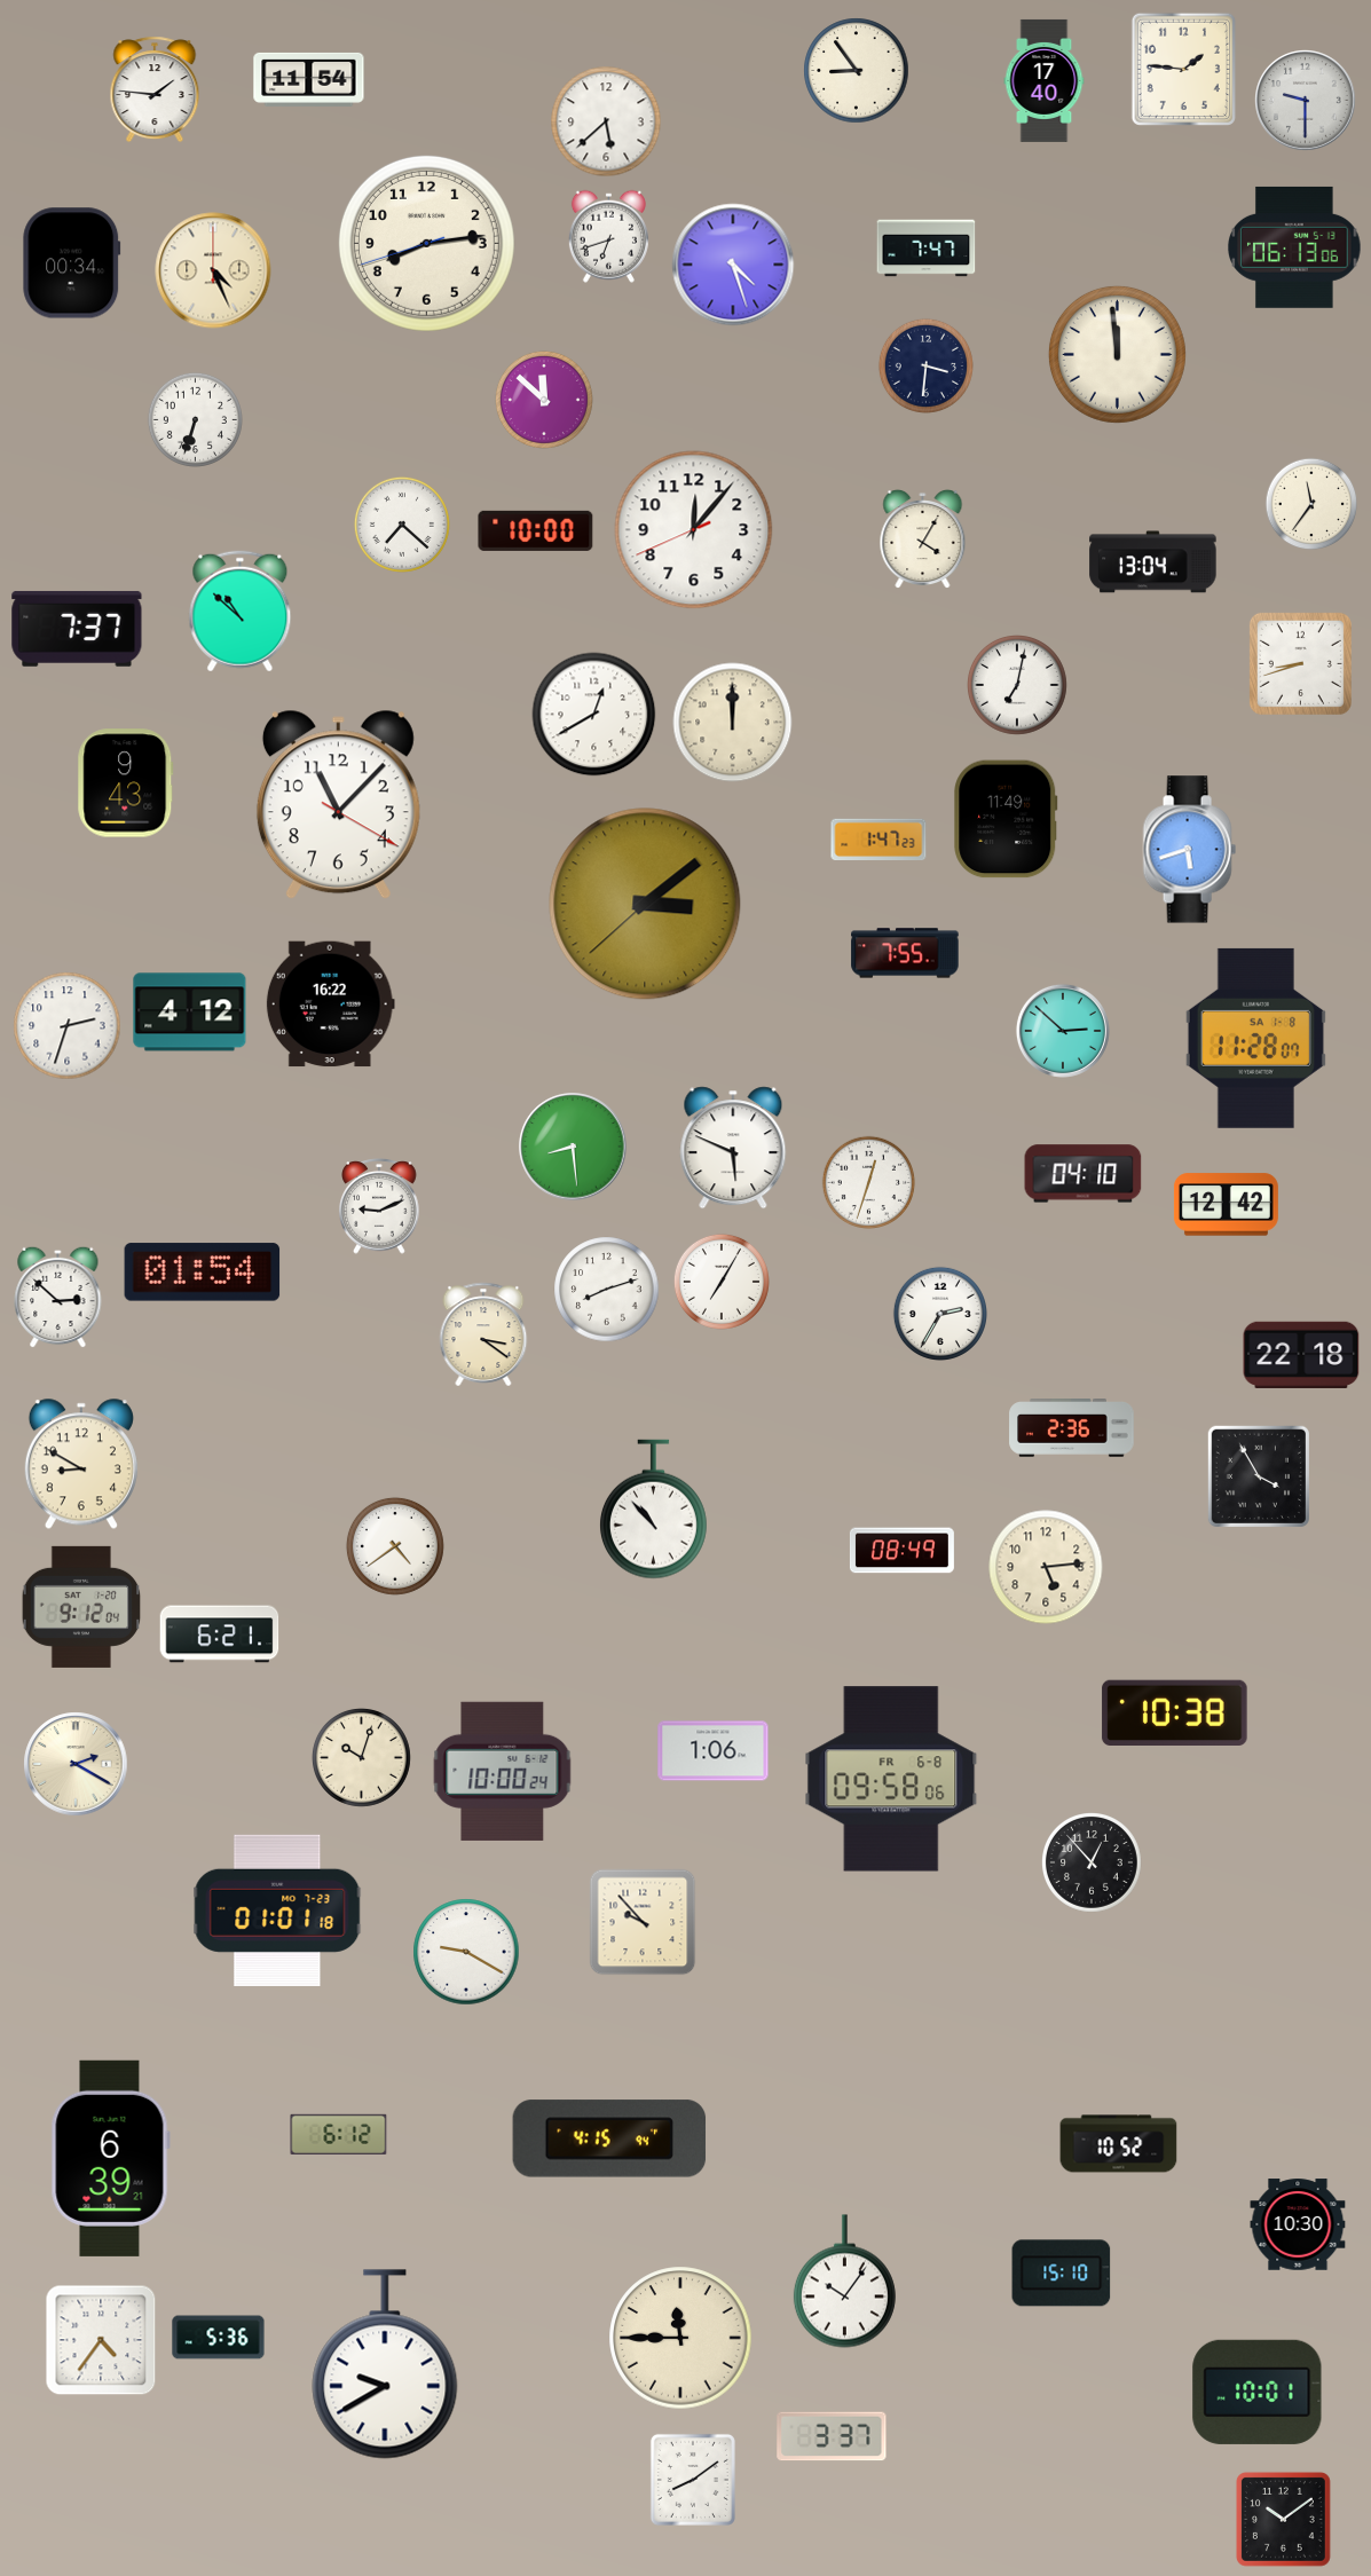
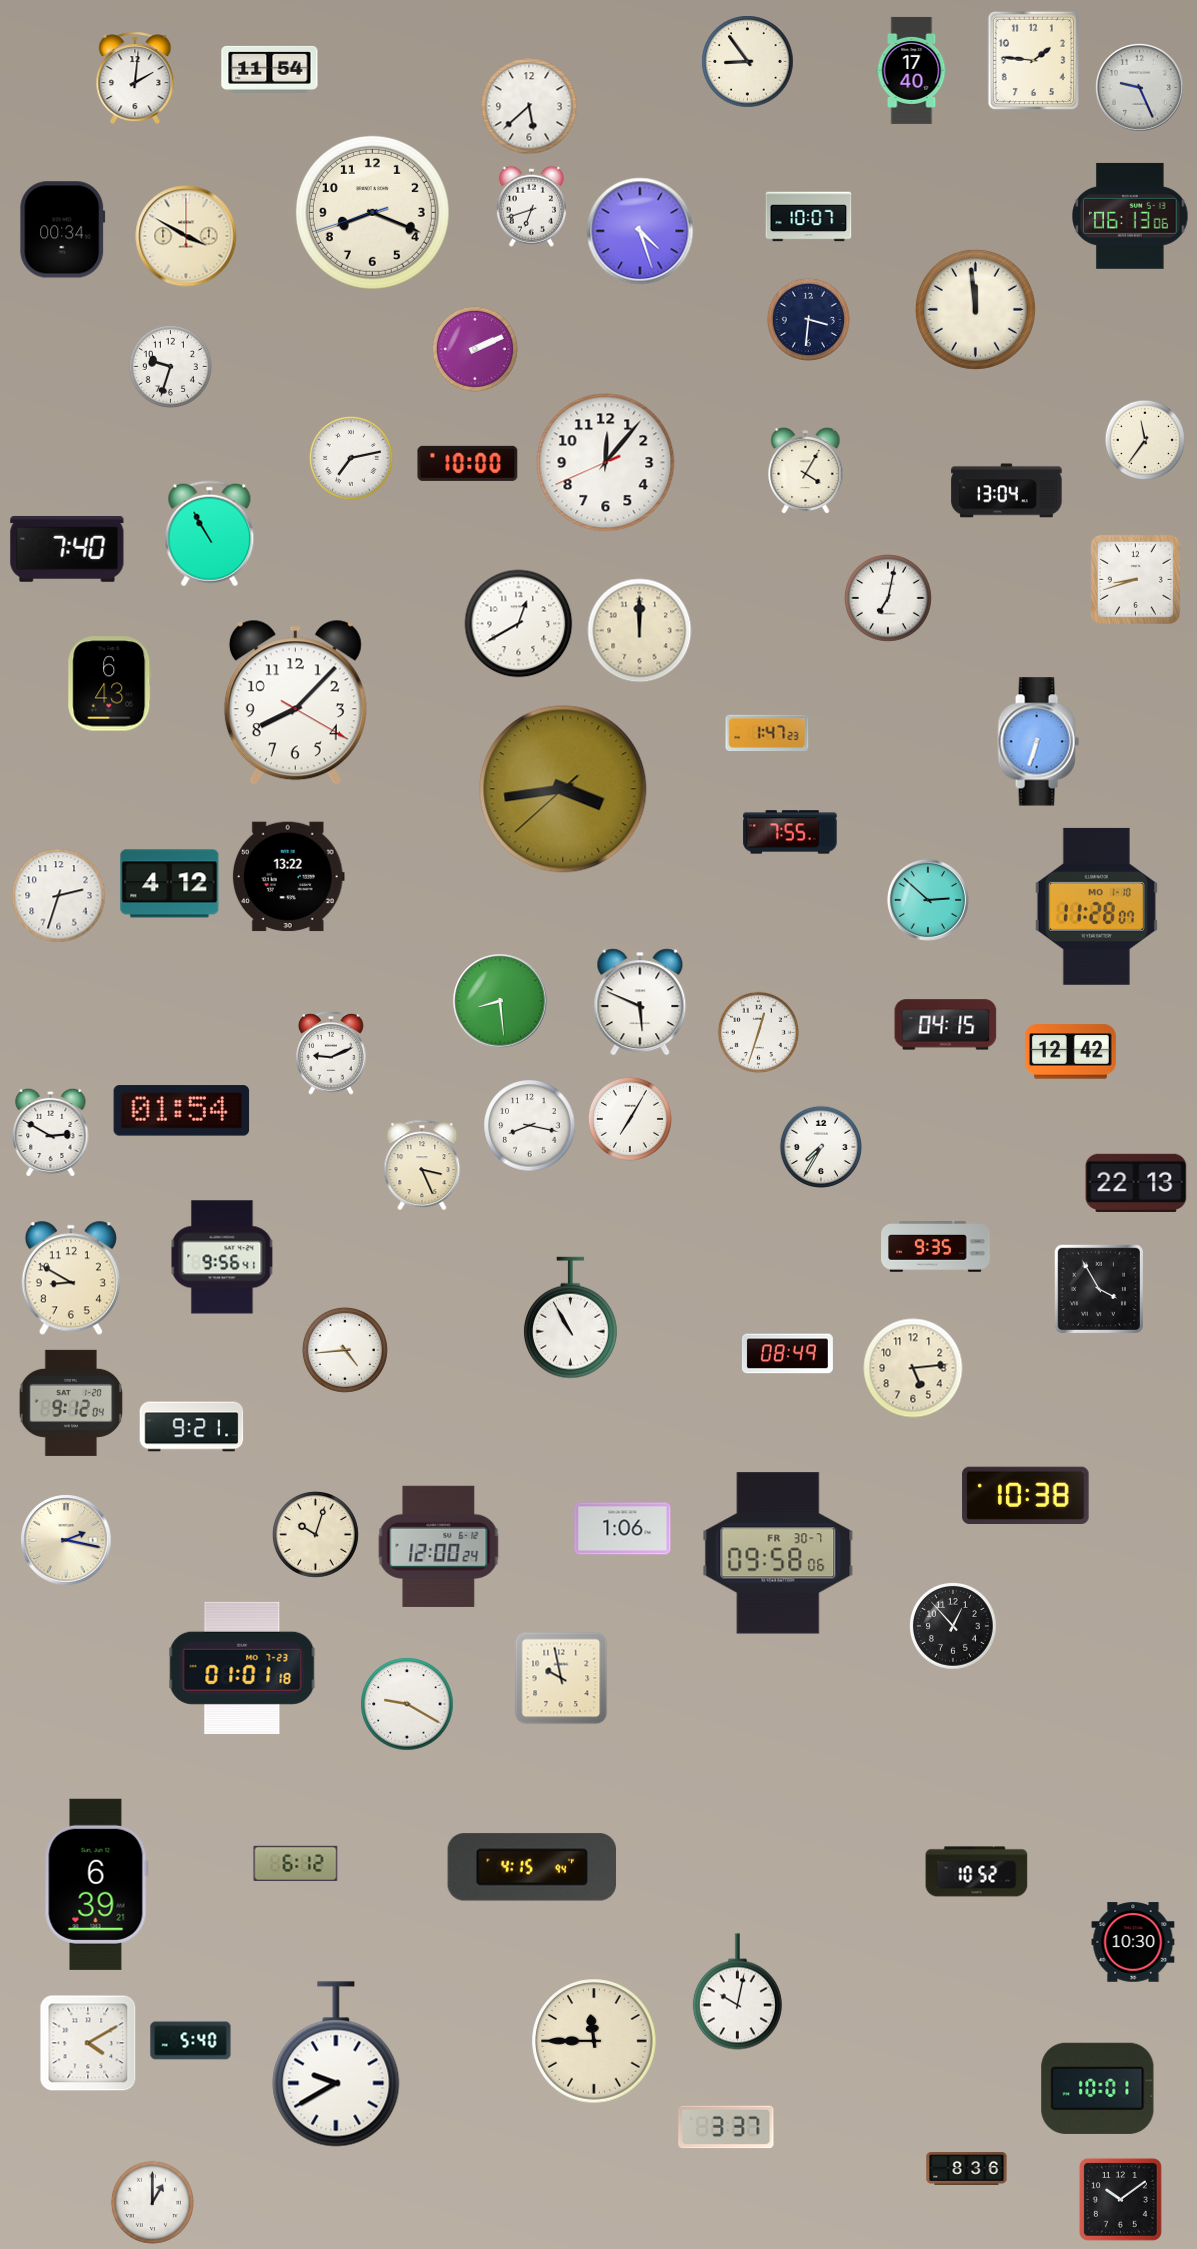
clock at (155, 89): 1:46 -> 2:01
clock at (1306, 101): 9:30 -> 9:26
clock at (426, 243): 8:13 -> 8:18
clock at (927, 249): 7:47 -> 10:07
clock at (213, 270): 4:26 -> 3:50
clock at (544, 400): 11:52 -> 2:11
clock at (195, 419): 6:33 -> 9:33
clock at (402, 525): 7:22 -> 7:13
clock at (241, 612): 10:52 -> 10:55
clock at (77, 629): 7:37 -> 7:40
clock at (126, 783): 9:43 -> 6:43
clock at (338, 805): 11:07 -> 8:07
clock at (1006, 819): 11:49 -> none
clock at (1189, 850): 5:42 -> 6:33
clock at (645, 904): 3:08 -> 3:43
clock at (330, 1005): 16:22 -> 13:22
clock at (190, 1013) position: (190, 1013) -> (170, 884)
clock at (1255, 1038) date: SA 1-8 -> MO 1-10
clock at (1084, 1174): 04:10 -> 04:15
clock at (203, 1273) position: (203, 1273) -> (182, 1111)
clock at (607, 1290): 8:12 -> 8:17
clock at (58, 1297): 2:52 -> 2:50
clock at (939, 1313): 2:35 -> 7:35
clock at (483, 1333): 3:21 -> 3:26
clock at (1301, 1355): 22:18 -> 22:13
clock at (1072, 1428): 2:36 -> 9:35
clock at (222, 1257): none -> 9:56
clock at (653, 1510): 10:53 -> 10:55
clock at (395, 1546): 4:39 -> 4:44
clock at (220, 1634): 6:21 -> 9:21
clock at (76, 1764): 2:20 -> 2:17
clock at (503, 1771): 10:00 -> 12:00
clock at (891, 1779) date: FR 6-8 -> FR 30-7
clock at (643, 1922): 9:53 -> 9:58
clock at (1062, 2274): 15:10 -> none
clock at (844, 2282): 10:06 -> 10:02
clock at (219, 2338): 5:36 -> 5:40
clock at (101, 2340): 4:36 -> 4:10
clock at (693, 2480): 8:09 -> none
clock at (967, 2169): none -> 8:36
clock at (152, 2202): none -> 1:00
